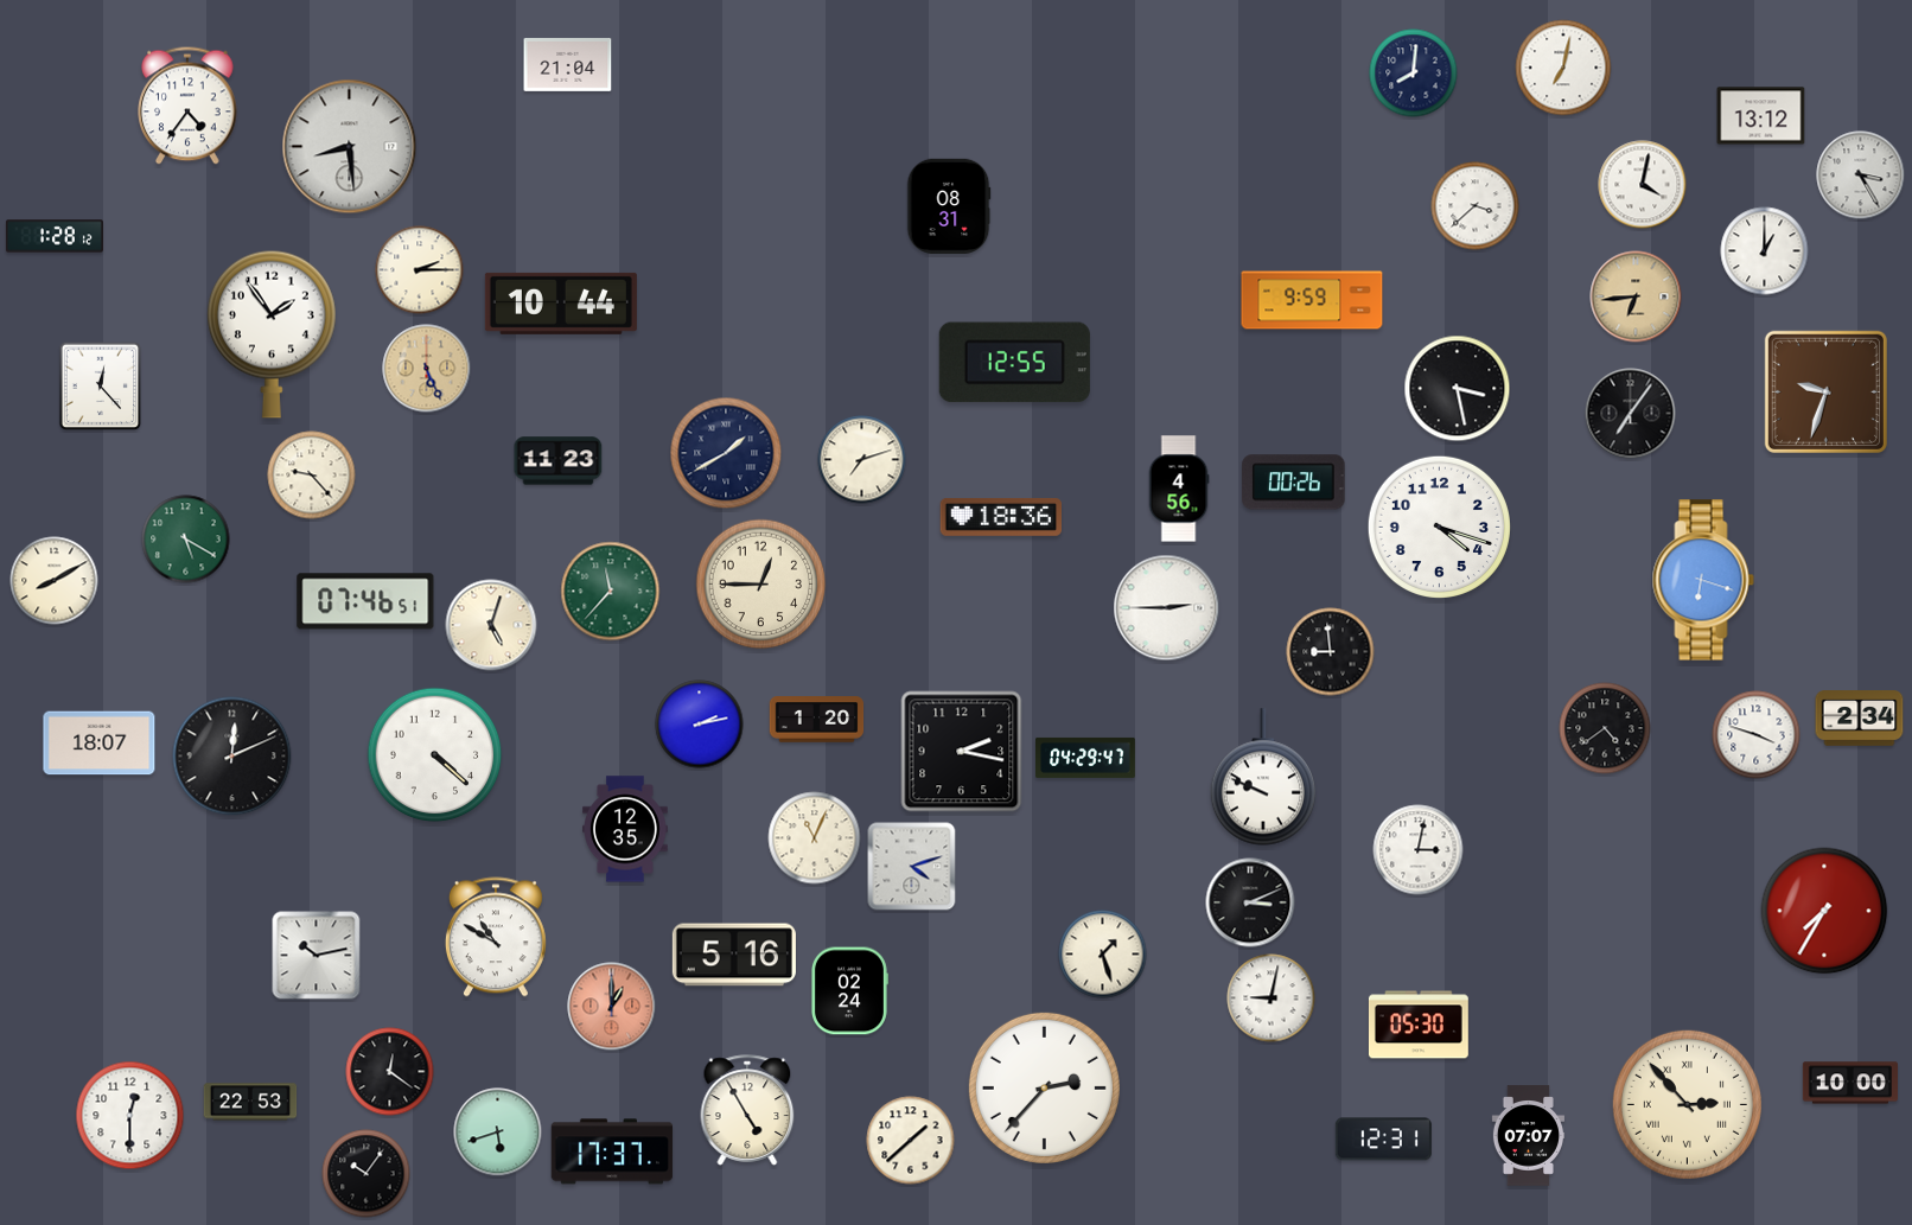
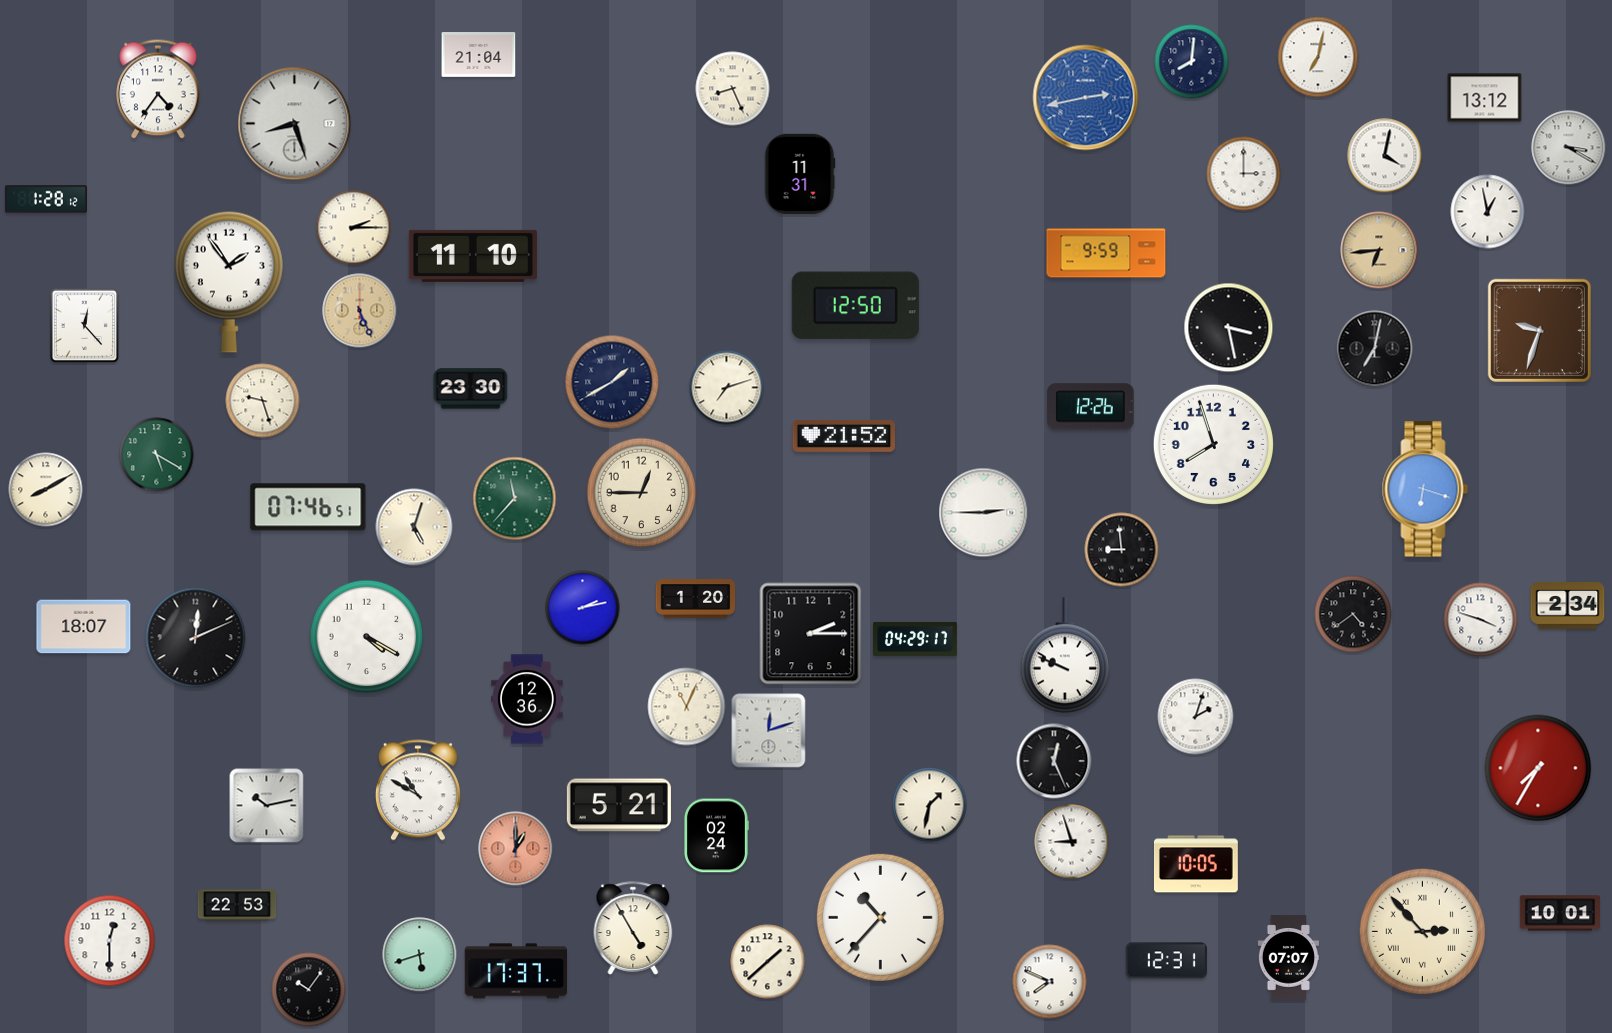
clock at (733, 89): none -> 8:26
clock at (1086, 98): none -> 2:43
clock at (350, 147): 8:29 -> 8:27
clock at (1861, 176): 3:25 -> 3:20
clock at (949, 206): 08:31 -> 11:31
clock at (1476, 206): 3:38 -> 3:00
clock at (1765, 251): 1:00 -> 12:58
clock at (561, 304): 10:44 -> 11:10
clock at (1014, 363): 12:55 -> 12:50
clock at (1631, 414): 7:06 -> 7:02
clock at (559, 461): 11:23 -> 23:30
clock at (312, 476): 9:23 -> 9:27
clock at (1294, 483): 00:26 -> 12:26
clock at (1179, 489): 4:56 -> none
clock at (1001, 517): 18:36 -> 21:52
clock at (1439, 527): 4:18 -> 7:57
clock at (1703, 580) position: (1703, 580) -> (1425, 489)
clock at (817, 720) position: (817, 720) -> (696, 599)
clock at (700, 725) position: (700, 725) -> (583, 608)
clock at (962, 752): 2:17 -> 2:15
clock at (435, 755): 4:22 -> 4:20
clock at (1086, 758): 04:29:47 -> 04:29:17
clock at (626, 829): 12:35 -> 12:36
clock at (1419, 850): 3:02 -> 2:03
clock at (912, 867): 4:12 -> 12:12
clock at (1250, 902): 3:11 -> 12:26
clock at (734, 955): 5:16 -> 5:21
clock at (1103, 955): 1:27 -> 1:32
clock at (1272, 998): 9:02 -> 8:57
clock at (1419, 1025): 05:30 -> 10:05
clock at (390, 1072): 12:21 -> none
clock at (1849, 1083): 10:00 -> 10:01
clock at (1044, 1087): 2:37 -> 10:37
clock at (250, 1102) position: (250, 1102) -> (237, 905)
clock at (747, 1110) position: (747, 1110) -> (633, 928)
clock at (1050, 982): none -> 7:49
